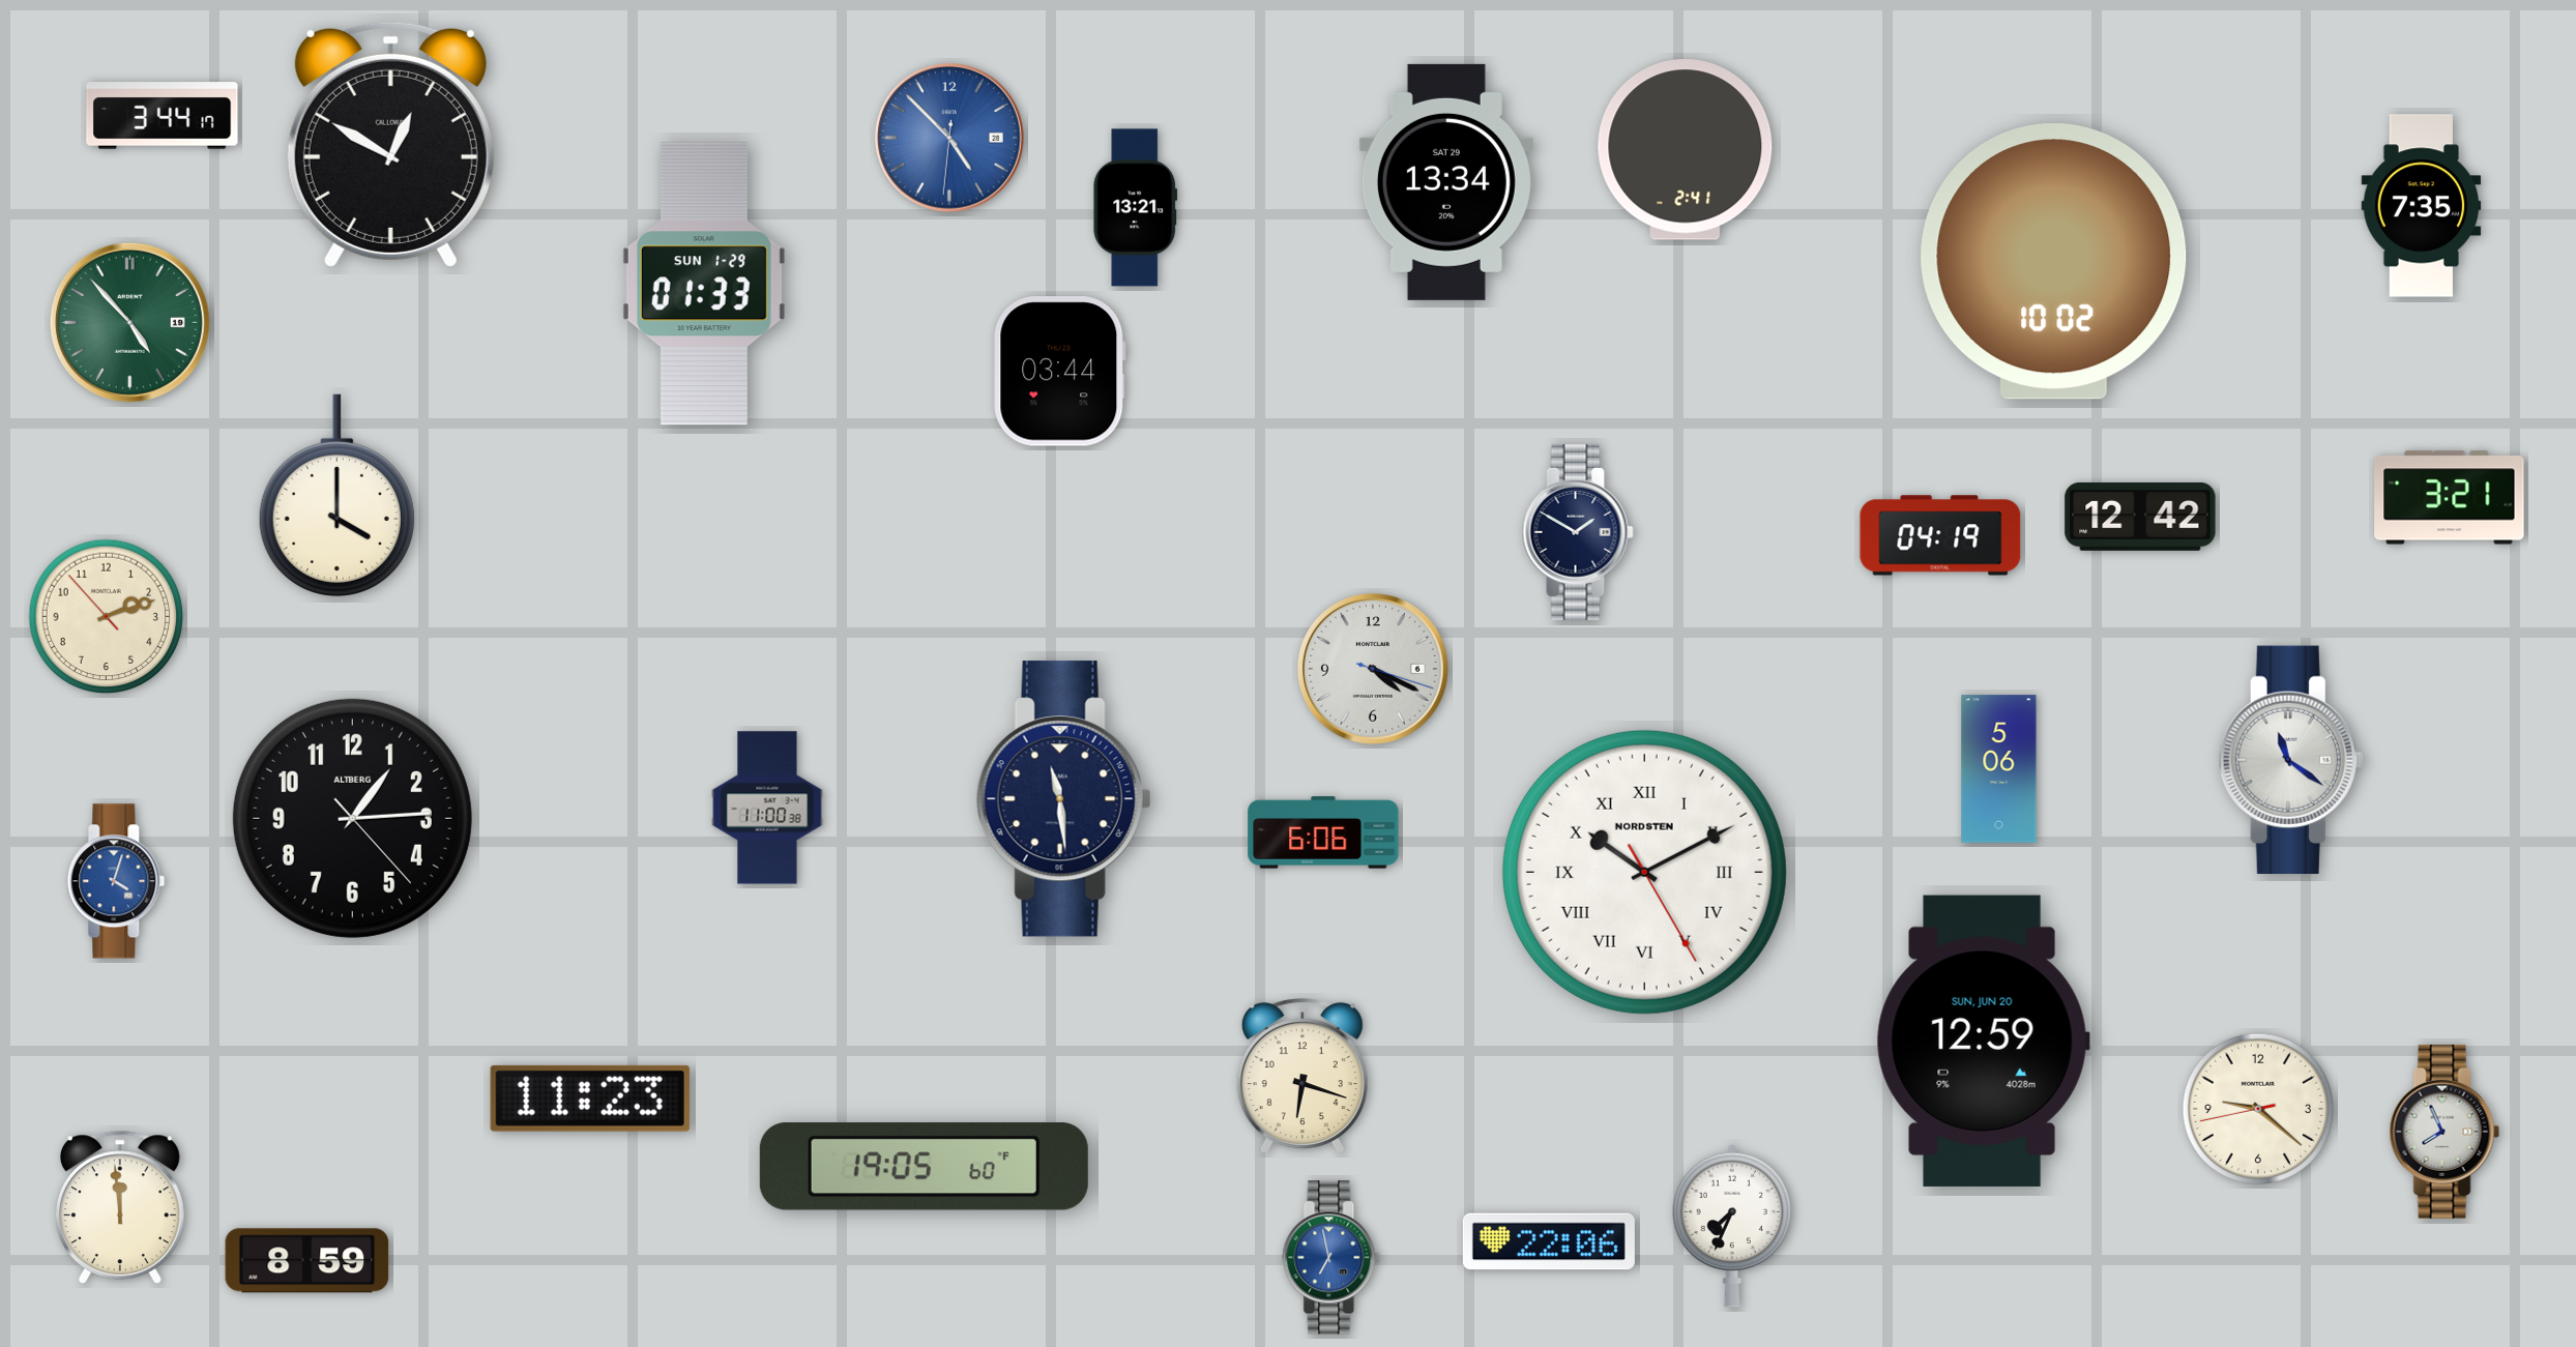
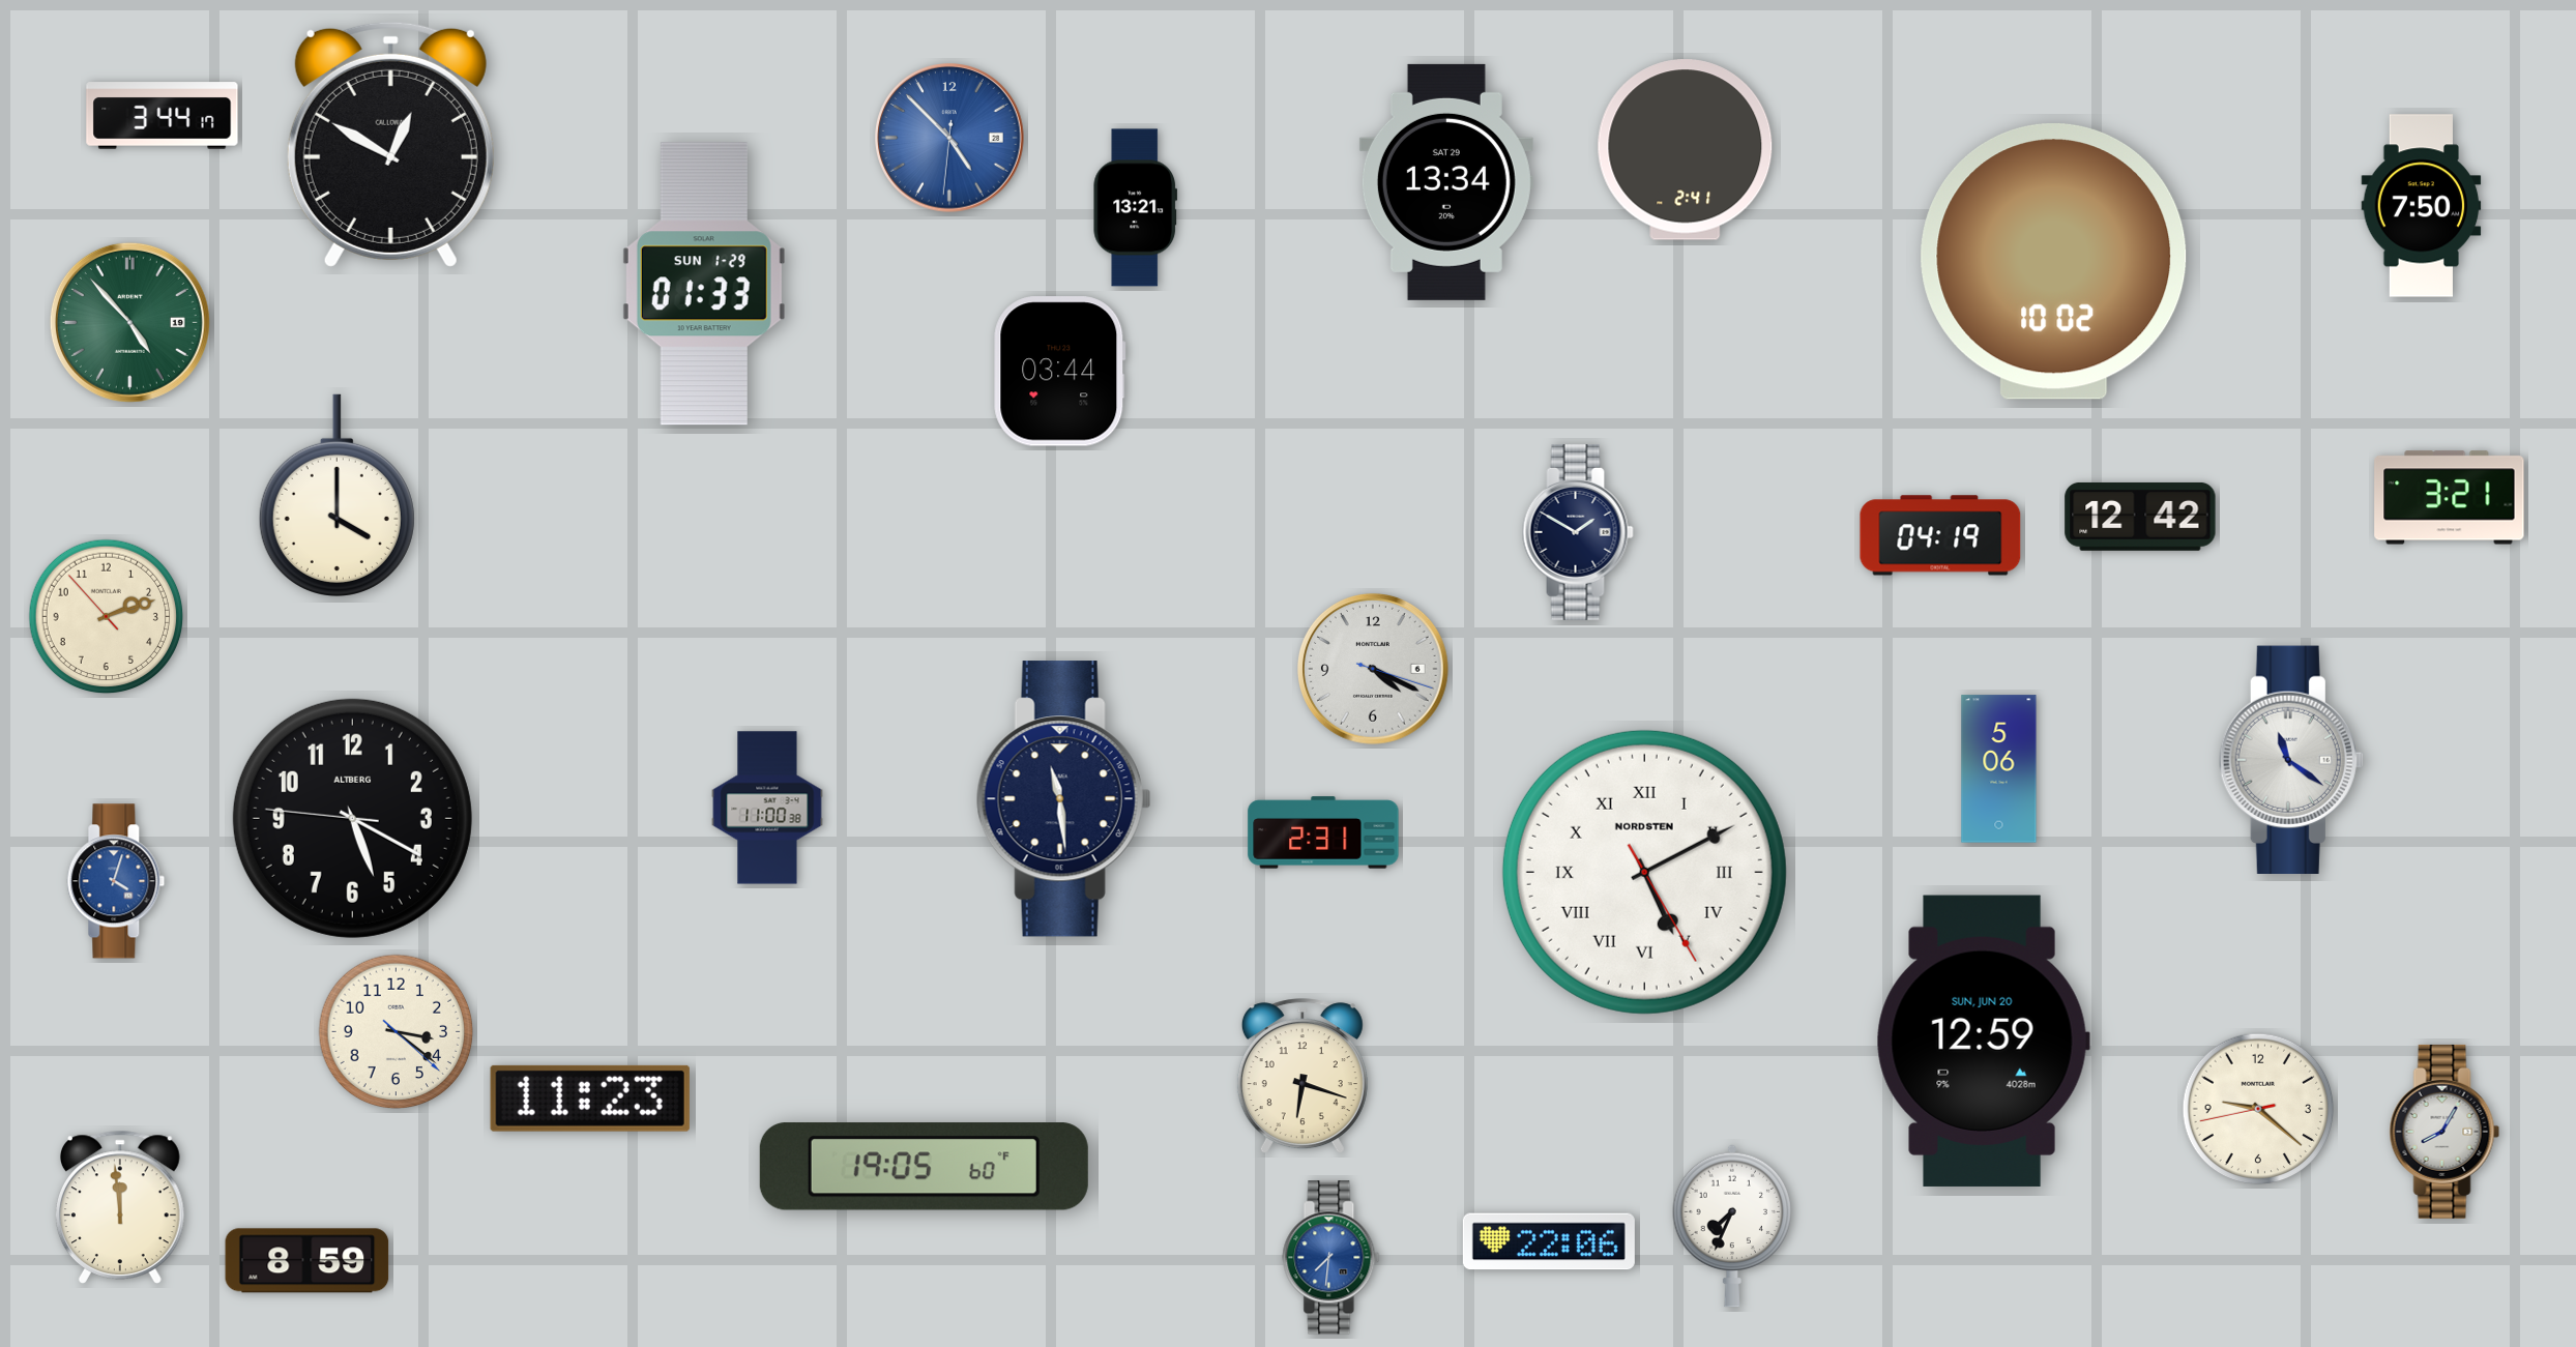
clock at (2422, 206): 7:35 -> 7:50
clock at (352, 818): 1:14 -> 5:19
clock at (1323, 832): 6:06 -> 2:31
clock at (1644, 872): 10:10 -> 5:10
clock at (397, 1032): none -> 3:21
clock at (2445, 1132): 7:56 -> 8:05
clock at (1331, 1258): 6:58 -> 7:31
